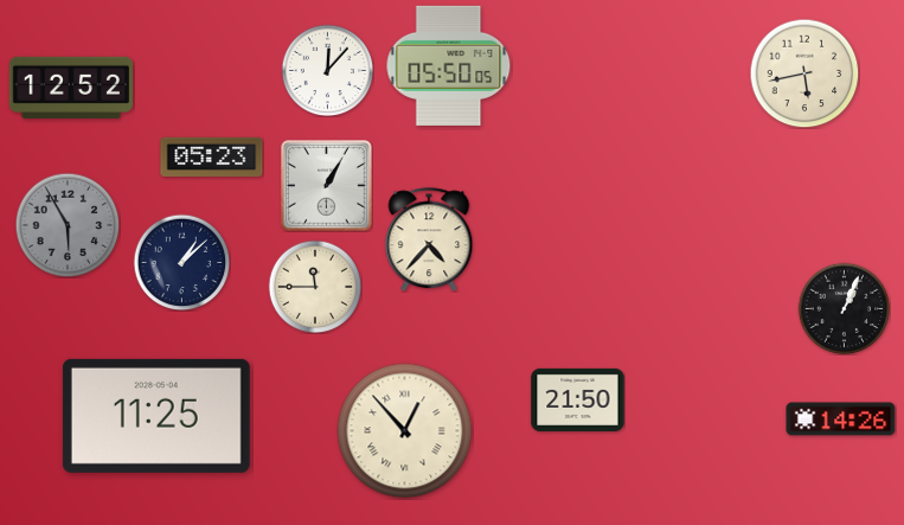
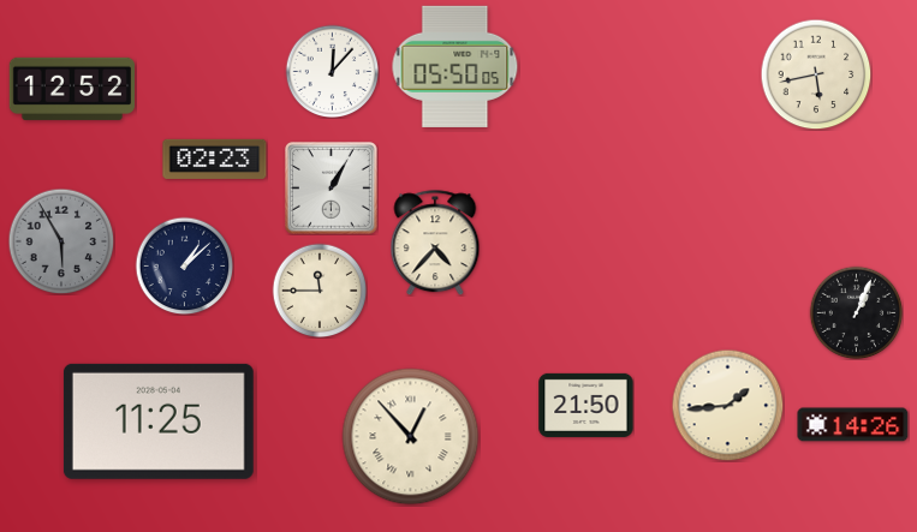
clock at (212, 156): 05:23 -> 02:23
clock at (68, 225) position: (68, 225) -> (61, 241)
clock at (727, 405): none -> 1:44
